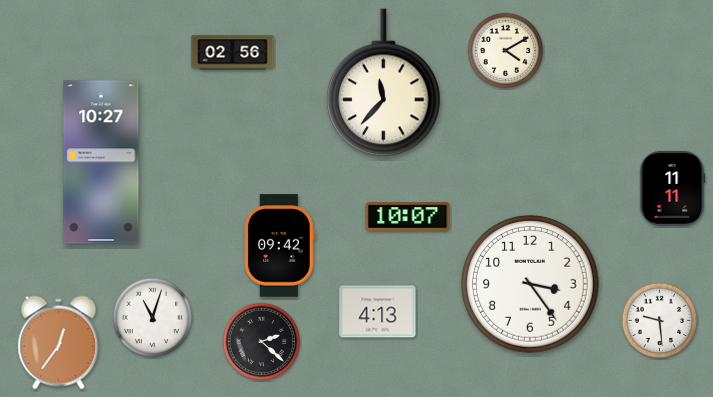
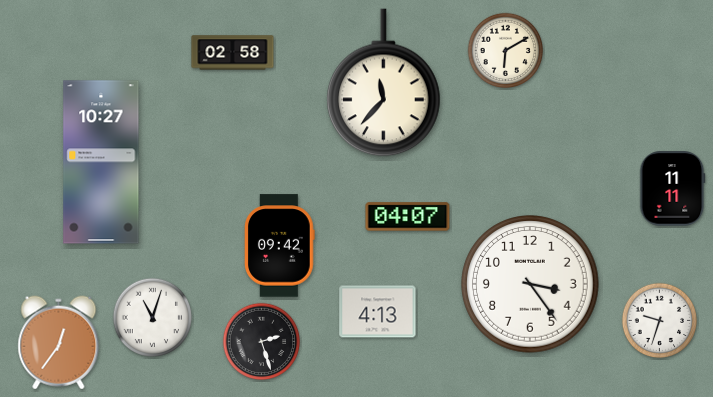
clock at (506, 51): 4:10 -> 6:10
clock at (233, 53): 02:56 -> 02:58
clock at (408, 217): 10:07 -> 04:07
clock at (660, 321): 9:29 -> 9:33
clock at (262, 342): 2:22 -> 2:27
